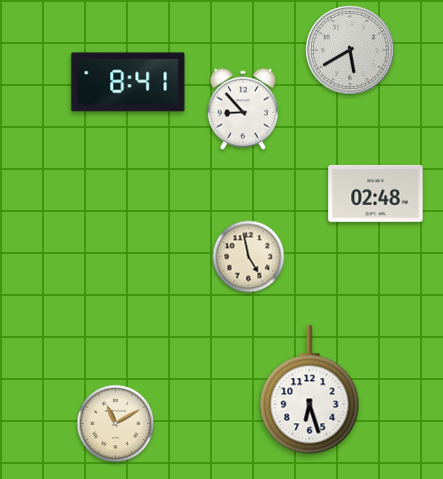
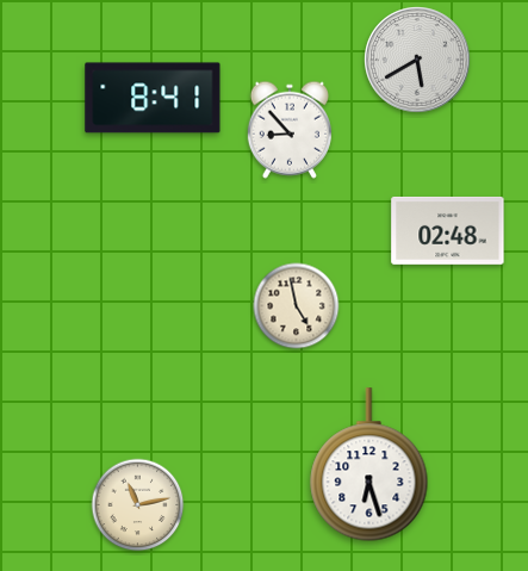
clock at (116, 424): 11:10 -> 11:13
